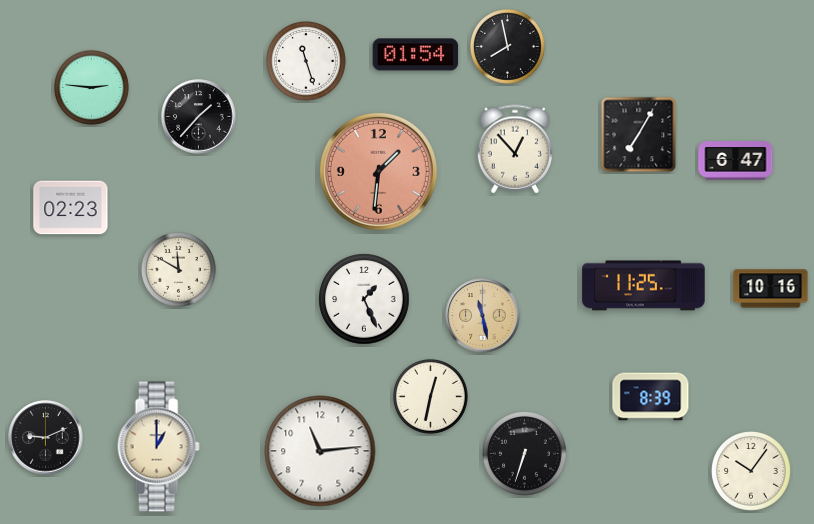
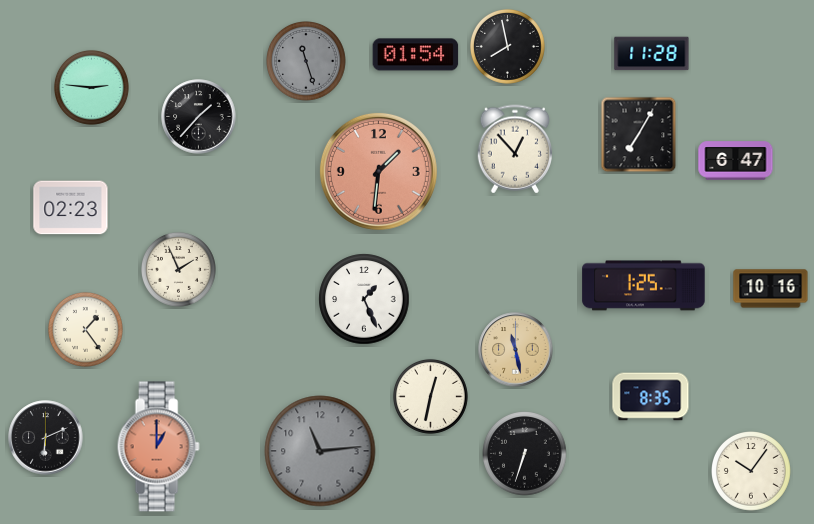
clock at (652, 54): none -> 11:28
clock at (307, 62) dial: white -> grey
clock at (178, 269): 11:50 -> 1:56
clock at (644, 286): 11:25 -> 1:25
clock at (483, 316) position: (483, 316) -> (516, 350)
clock at (85, 329): none -> 1:24
clock at (651, 397): 8:39 -> 8:35
clock at (46, 438): 9:11 -> 6:11
clock at (158, 447) dial: cream -> salmon
clock at (320, 451) dial: white -> grey
